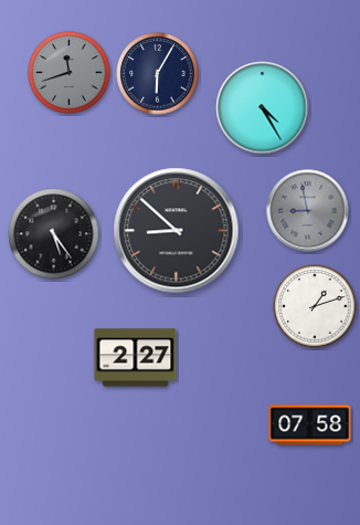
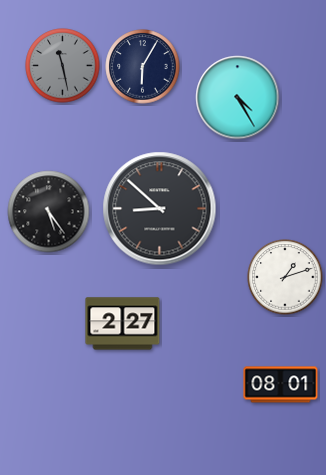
clock at (70, 73): 11:42 -> 11:28
clock at (308, 211): 8:58 -> none
clock at (310, 426): 07:58 -> 08:01
